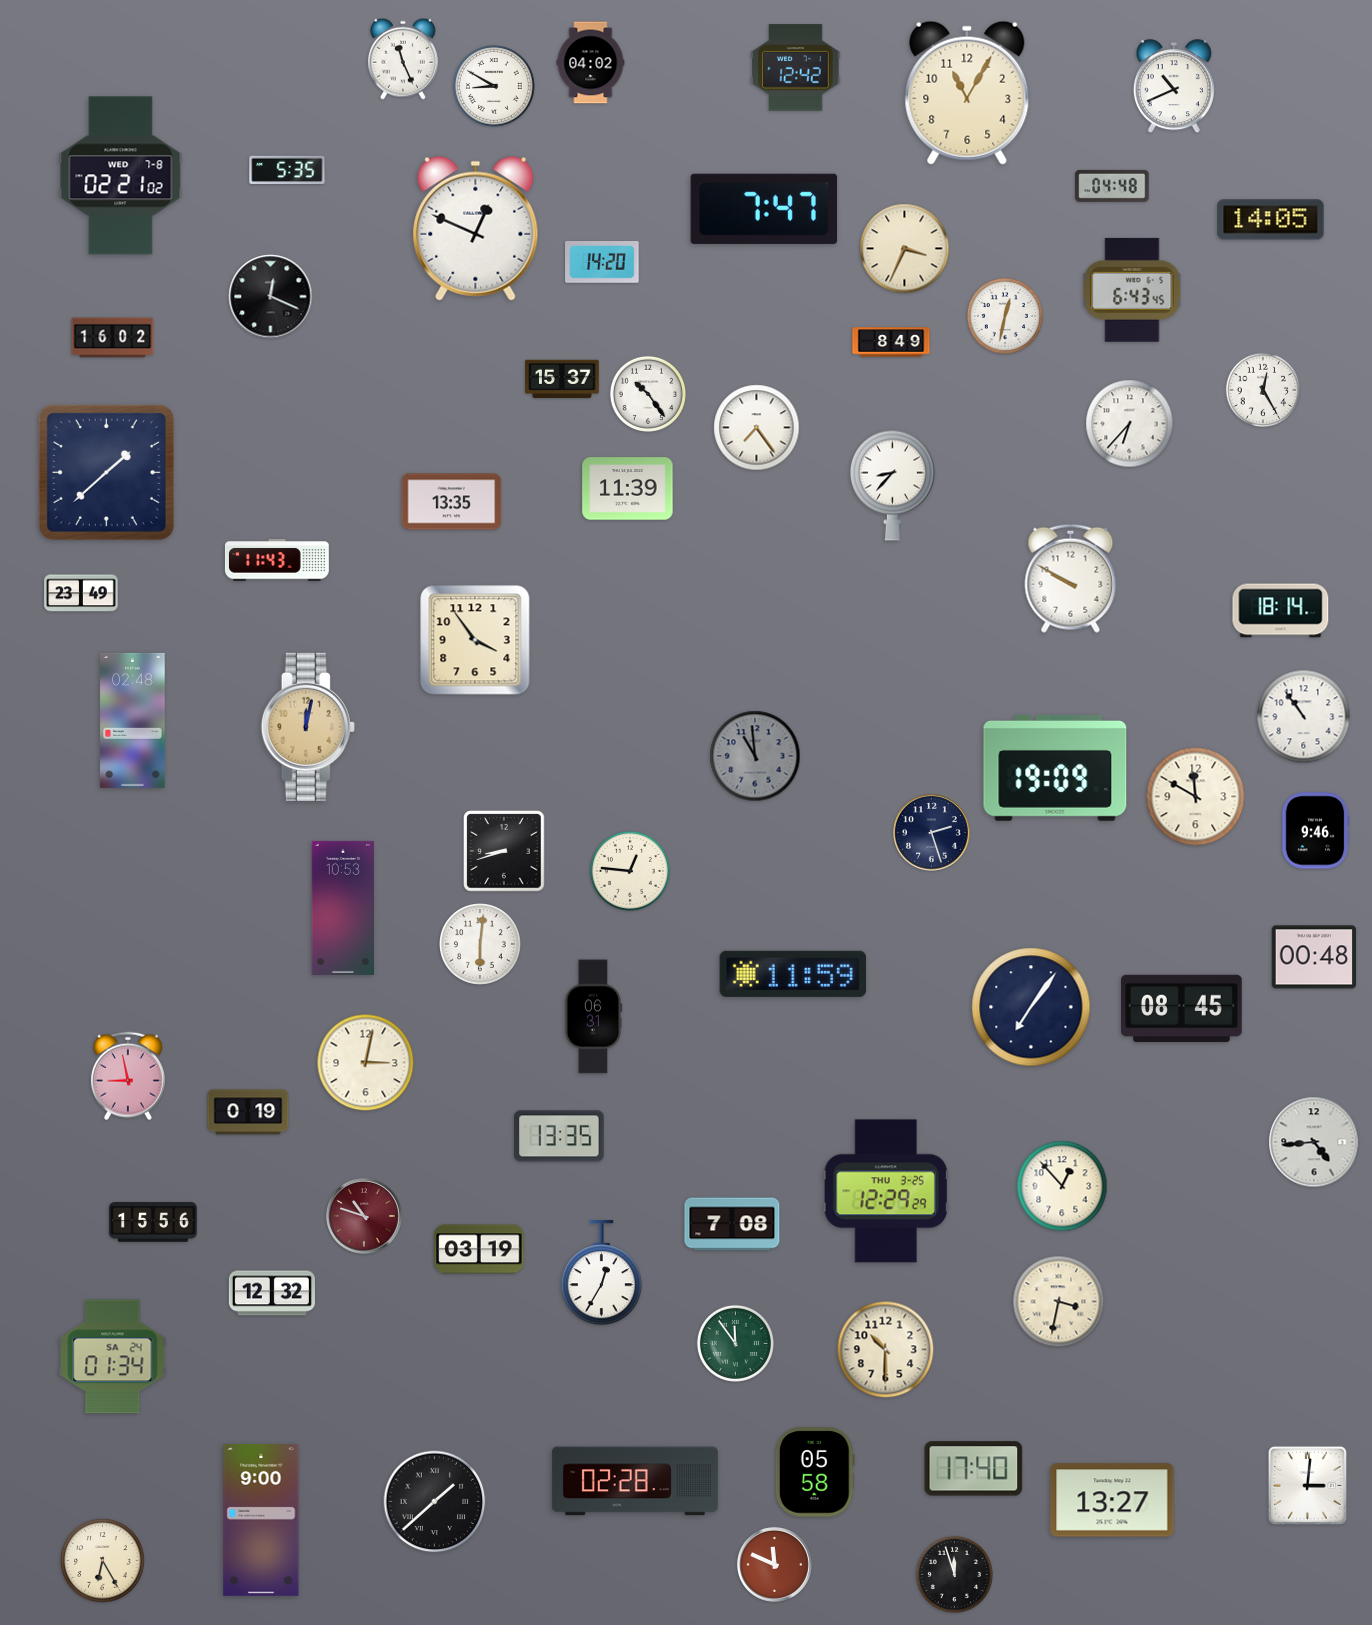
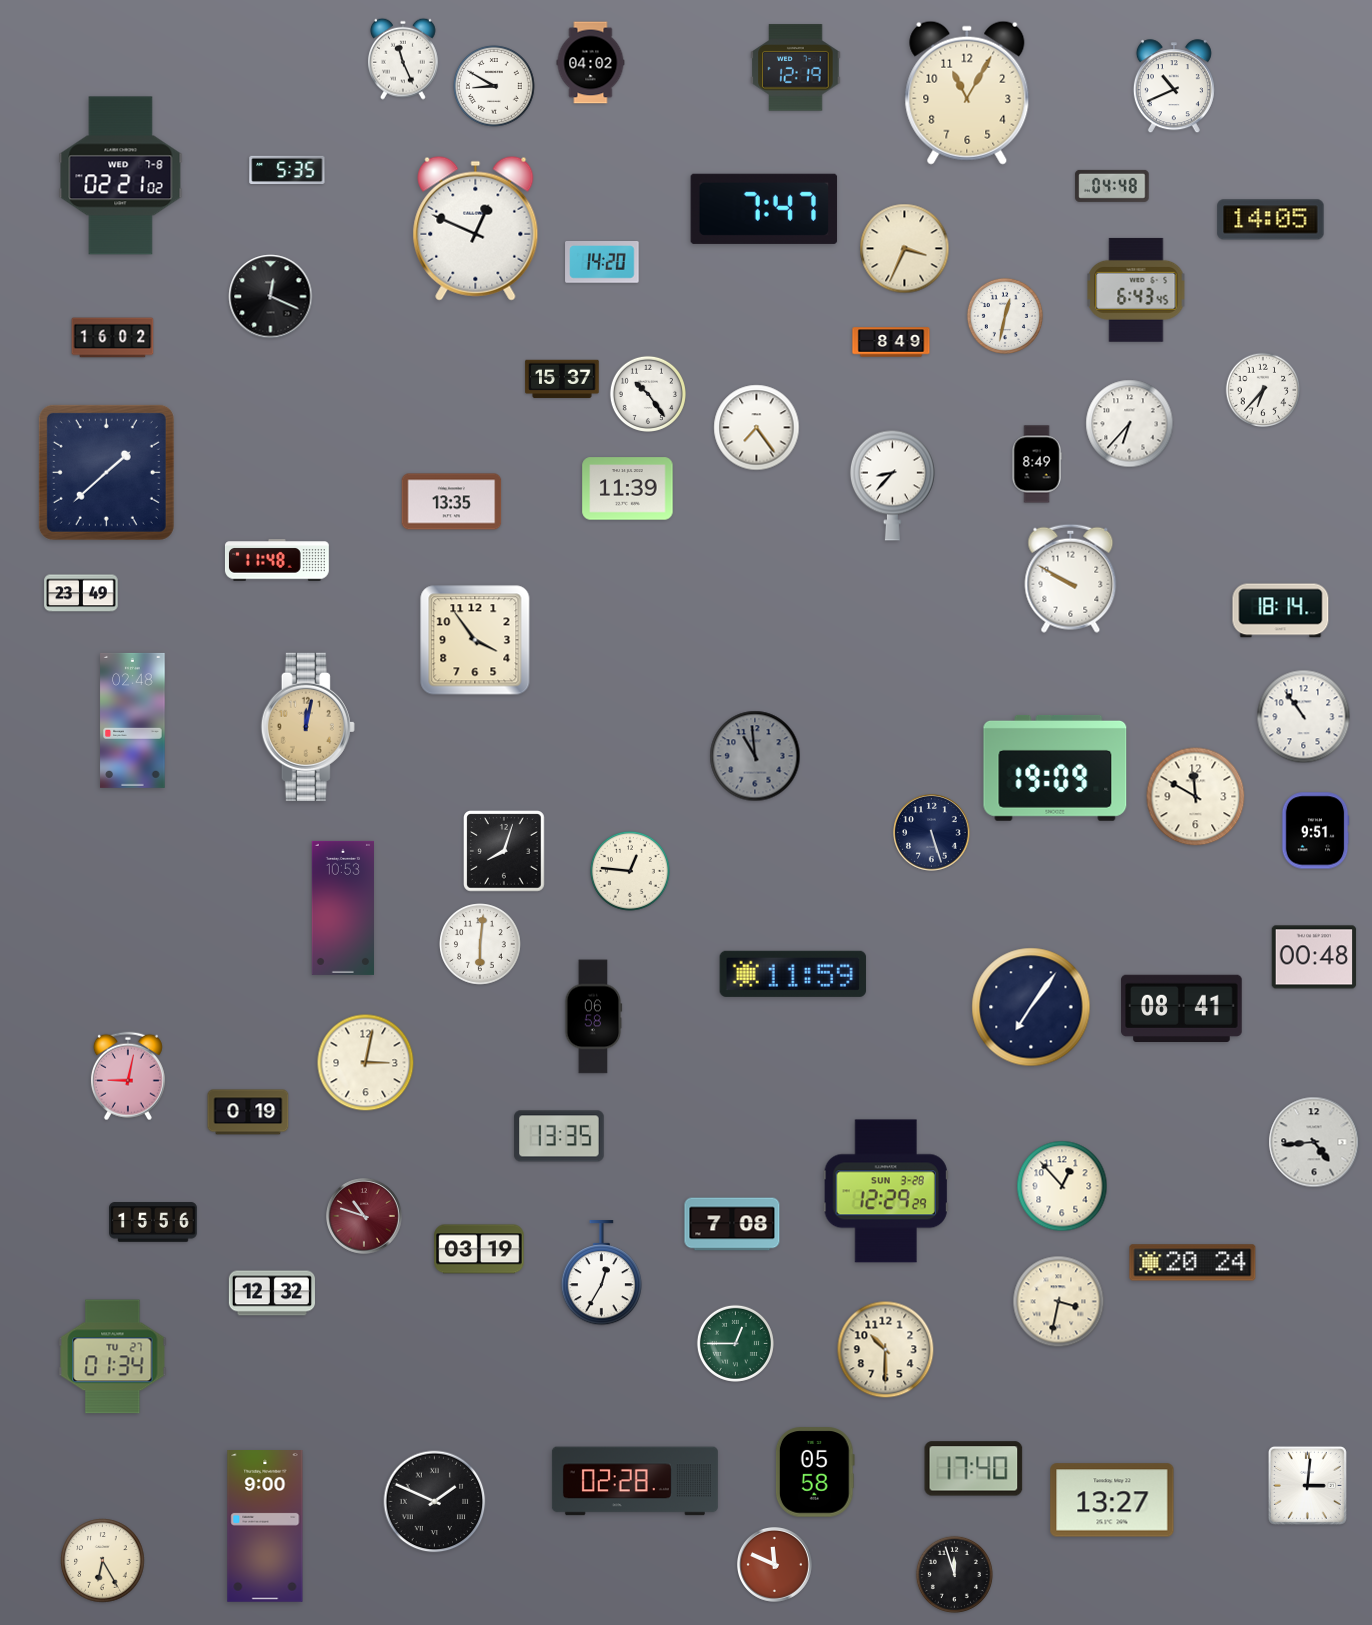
clock at (796, 68): 12:42 -> 12:19
clock at (1132, 290) position: (1132, 290) -> (1136, 290)
clock at (1263, 390): 12:25 -> 6:37
clock at (1037, 464): none -> 8:49
clock at (277, 560): 11:43 -> 11:48
clock at (1315, 831): 9:46 -> 9:51
clock at (932, 833): 2:27 -> 5:27
clock at (504, 851): 8:42 -> 8:03
clock at (1182, 1008): 08:45 -> 08:41
clock at (593, 1017): 06:31 -> 06:58
clock at (128, 1076): 8:58 -> 9:02
clock at (886, 1191) date: THU 3-25 -> SUN 3-28
clock at (1193, 1263): none -> 20:24
clock at (735, 1343): 11:54 -> 12:45
clock at (113, 1357) date: SA 24 -> TU 27
clock at (435, 1502): 1:38 -> 1:49
clock at (261, 1521) position: (261, 1521) -> (265, 1527)
